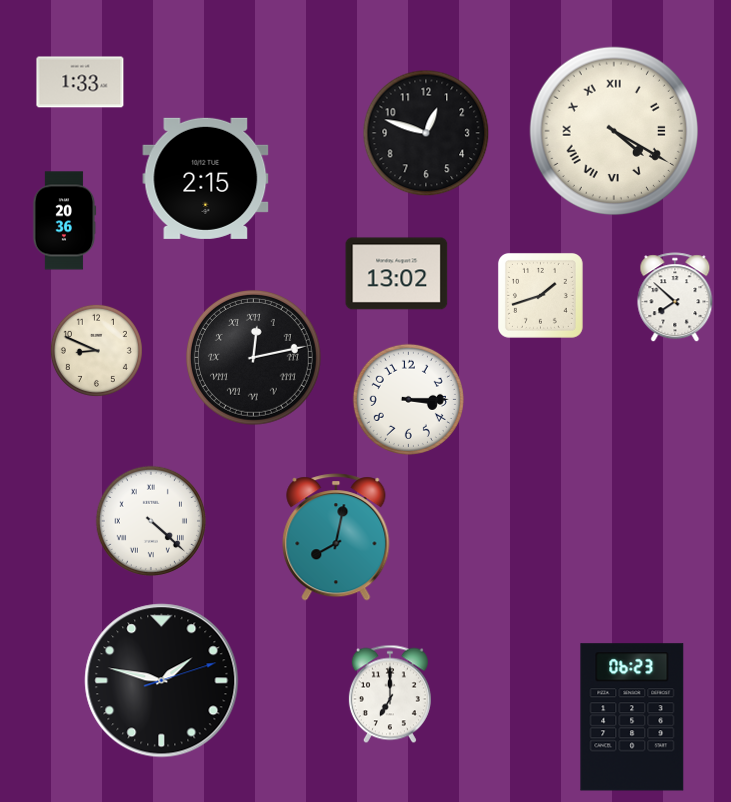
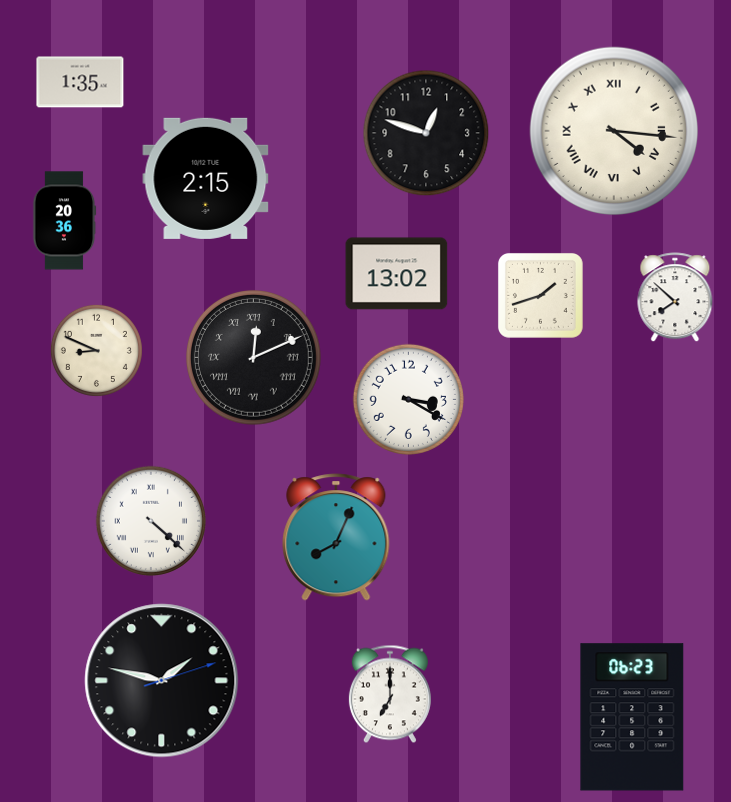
clock at (80, 82): 1:33 -> 1:35
clock at (614, 131): 4:20 -> 4:16
clock at (254, 358): 12:13 -> 12:11
clock at (408, 399): 3:15 -> 3:20
clock at (336, 537): 8:02 -> 8:04
